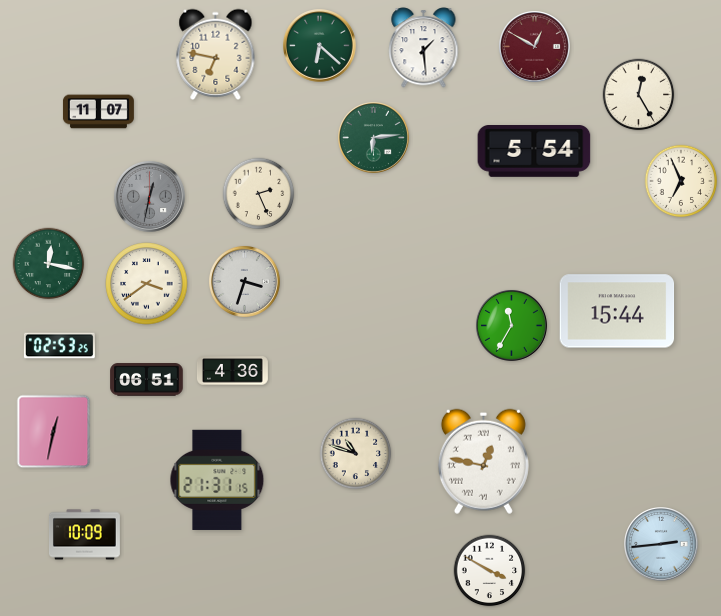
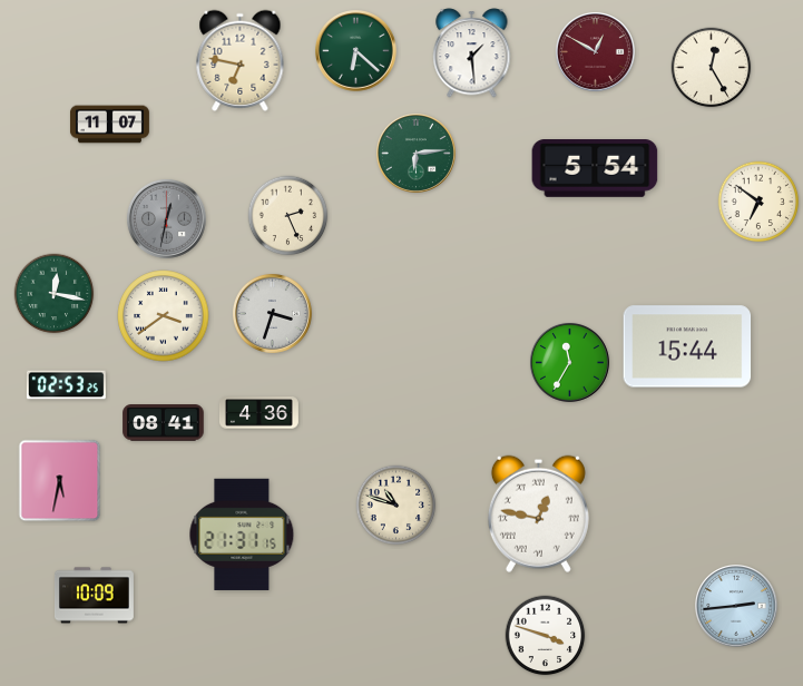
clock at (639, 95) position: (639, 95) -> (712, 68)
clock at (681, 181): 6:56 -> 6:51
clock at (147, 380): 06:51 -> 08:41
clock at (54, 432): 12:32 -> 5:32
clock at (490, 571): 3:50 -> 3:48
